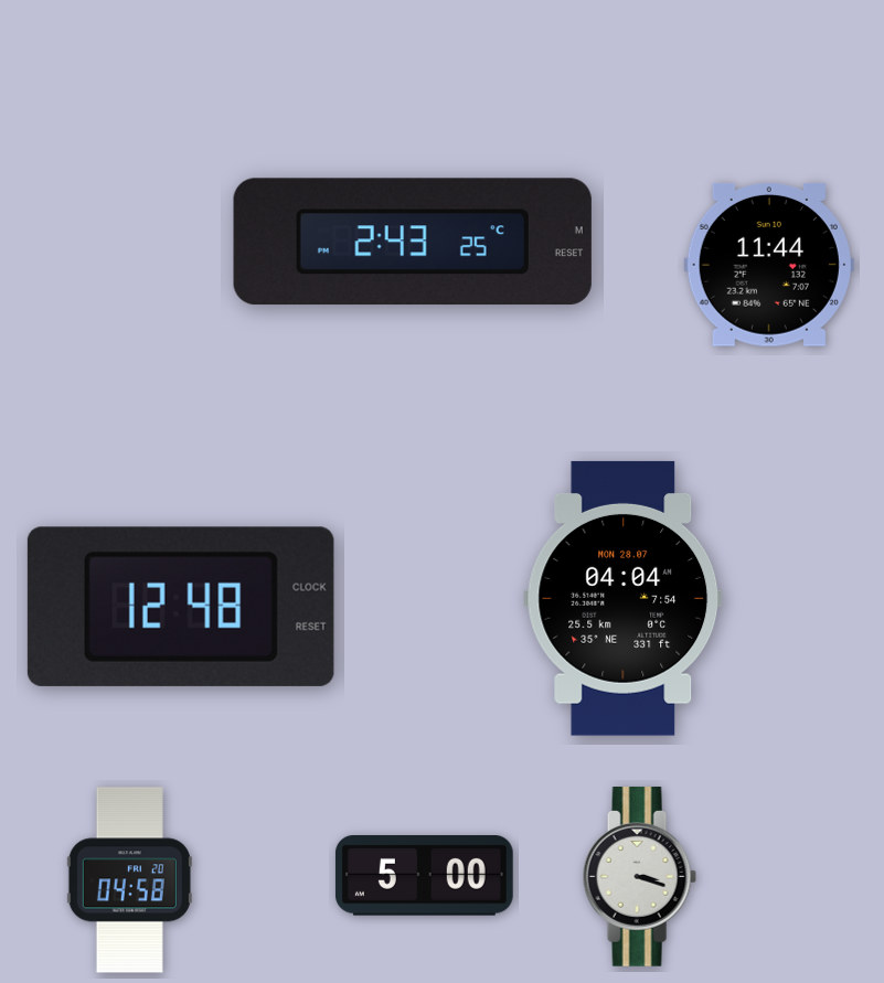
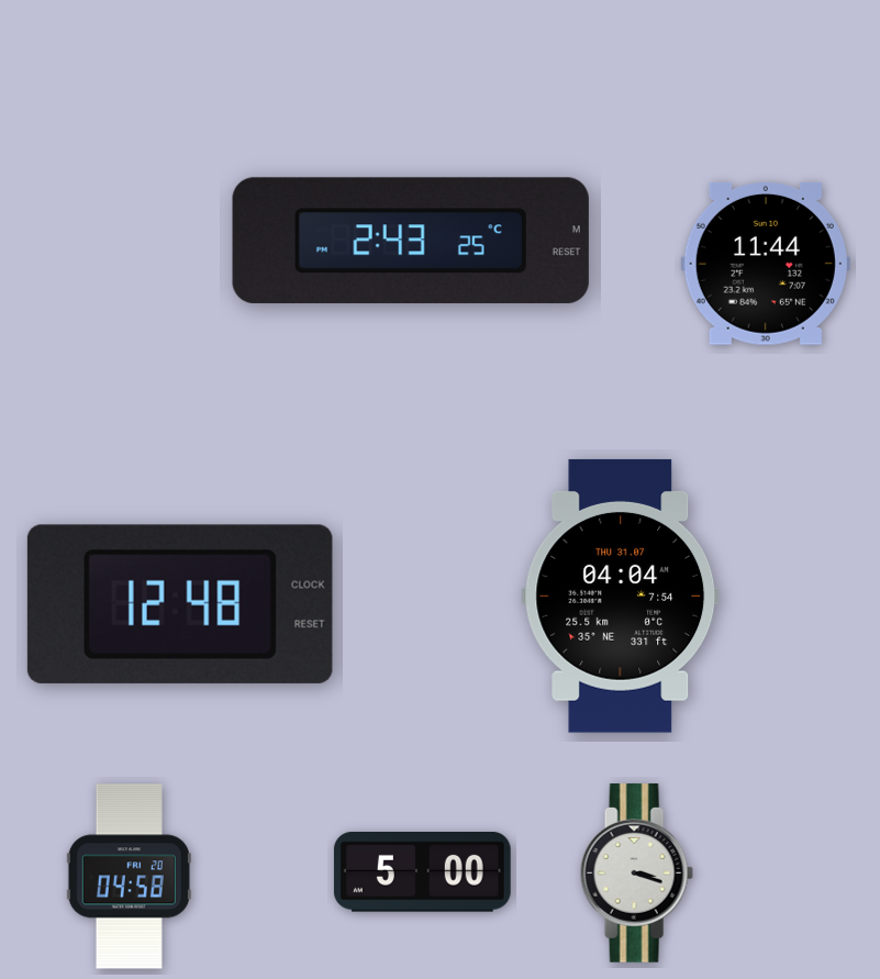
clock at (624, 598) date: MON 28.07 -> THU 31.07
